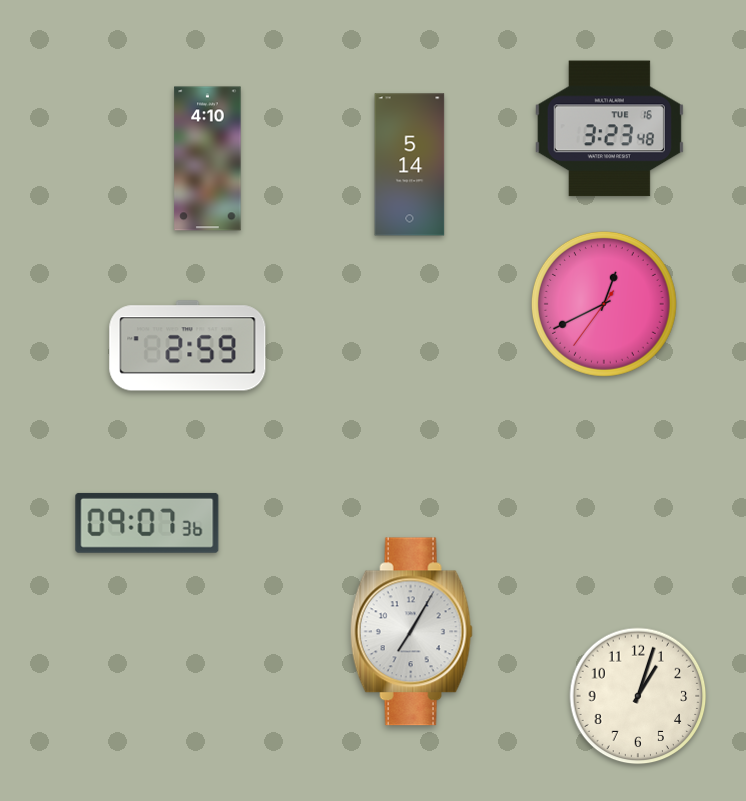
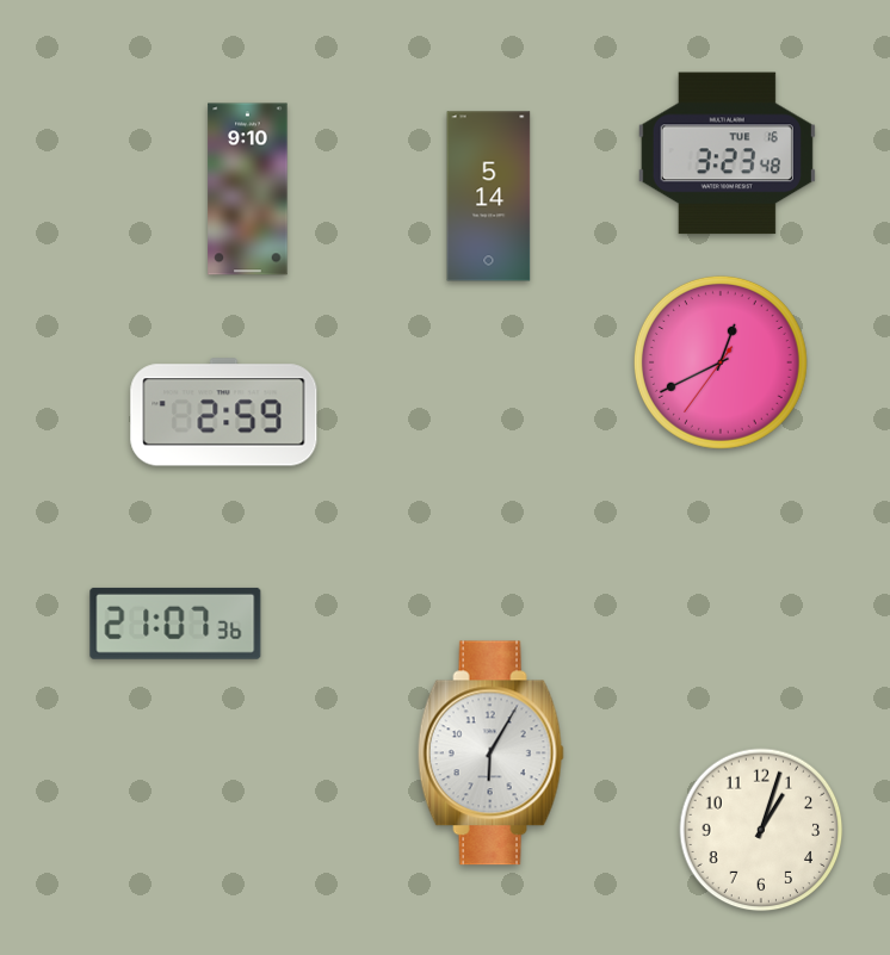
clock at (208, 159): 4:10 -> 9:10
clock at (147, 523): 09:07 -> 21:07
clock at (411, 632): 7:05 -> 6:05
